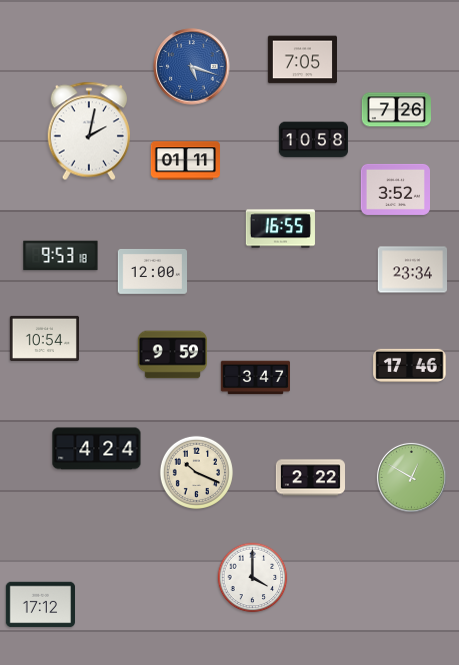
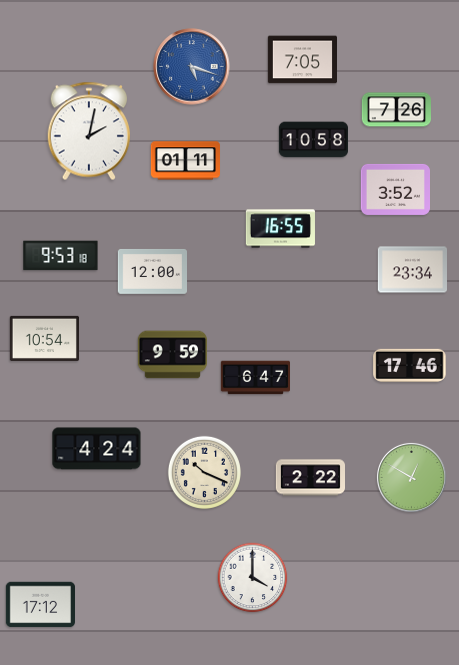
clock at (255, 378): 3:47 -> 6:47
clock at (196, 472) position: (196, 472) -> (204, 472)
